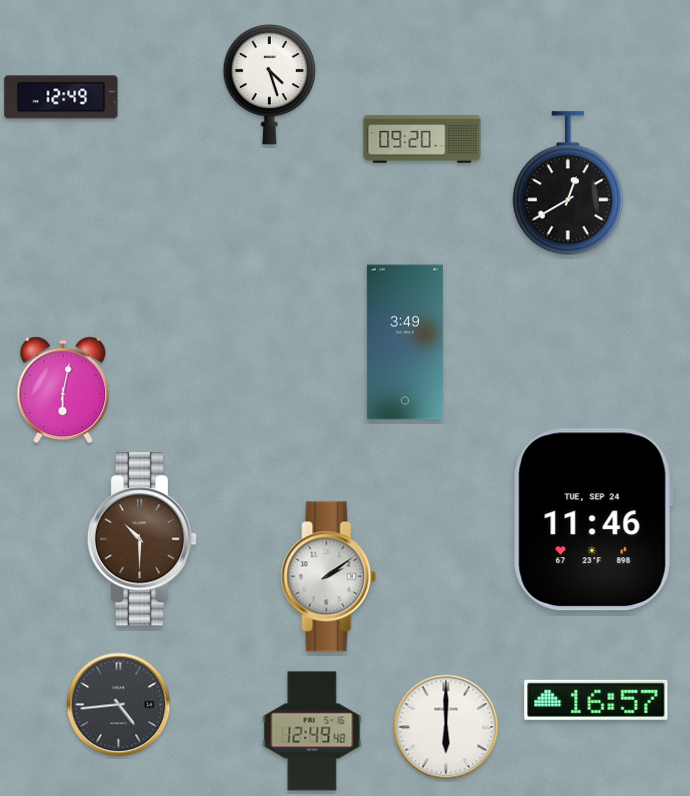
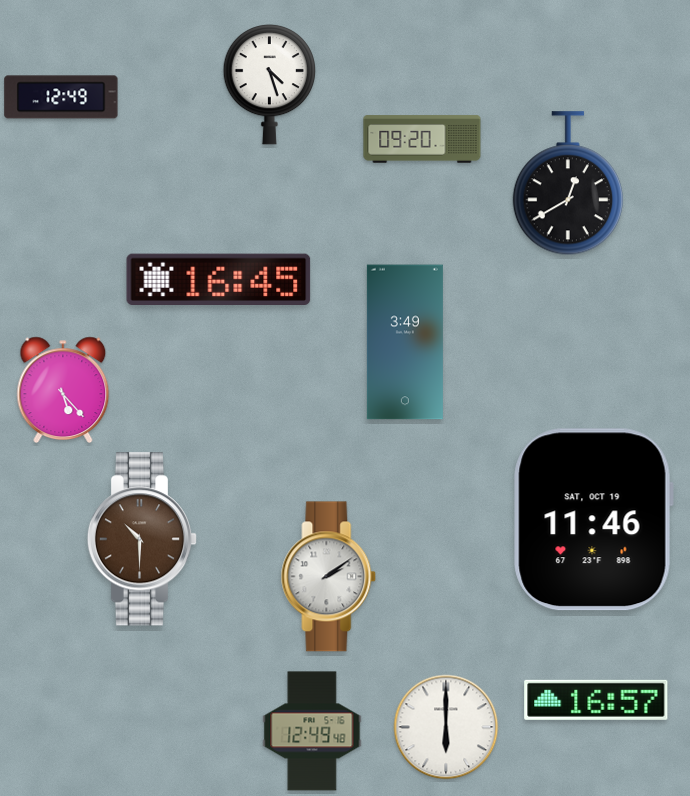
clock at (219, 280): none -> 16:45
clock at (63, 389): 6:02 -> 5:23
clock at (593, 520) date: TUE, SEP 24 -> SAT, OCT 19
clock at (119, 705): 4:44 -> none
